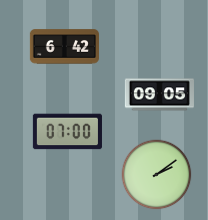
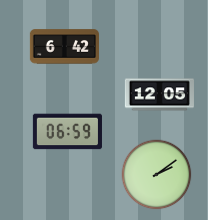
clock at (159, 95): 09:05 -> 12:05
clock at (67, 132): 07:00 -> 06:59
